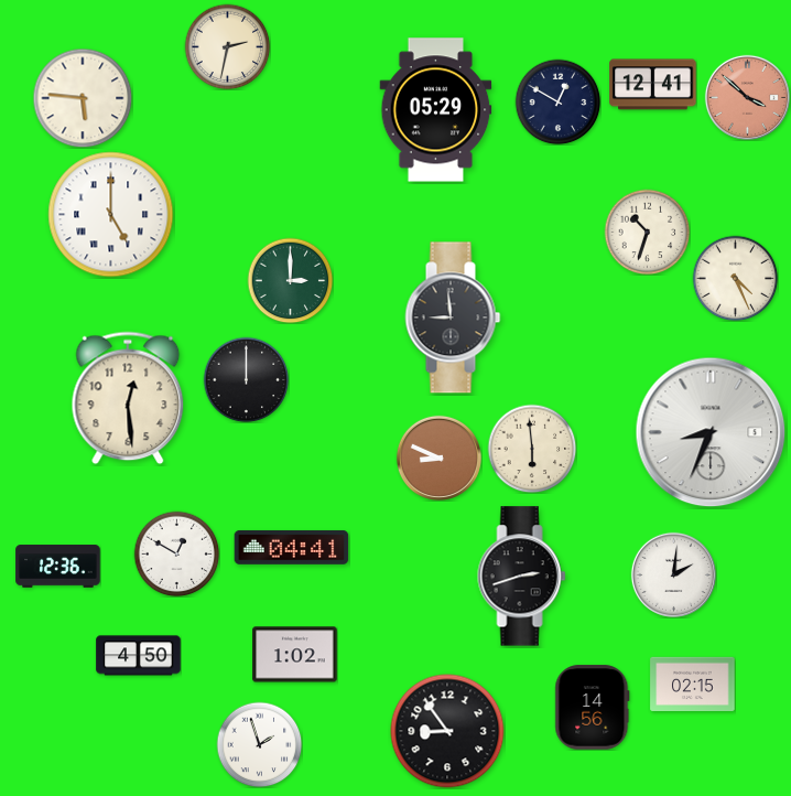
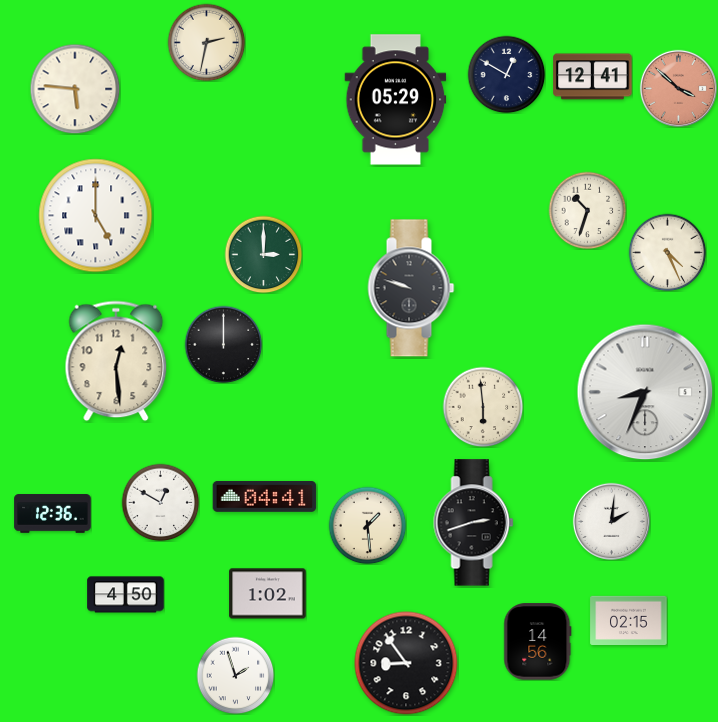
clock at (557, 101) position: (557, 101) -> (506, 74)
clock at (111, 215) position: (111, 215) -> (96, 216)
clock at (453, 318): 8:59 -> 9:48
clock at (438, 458): 8:49 -> none
clock at (367, 525): none -> 1:29
